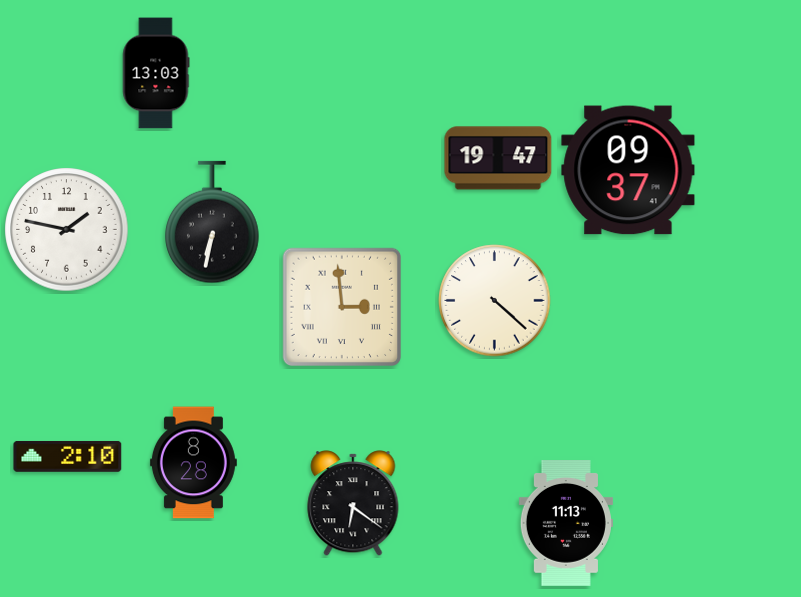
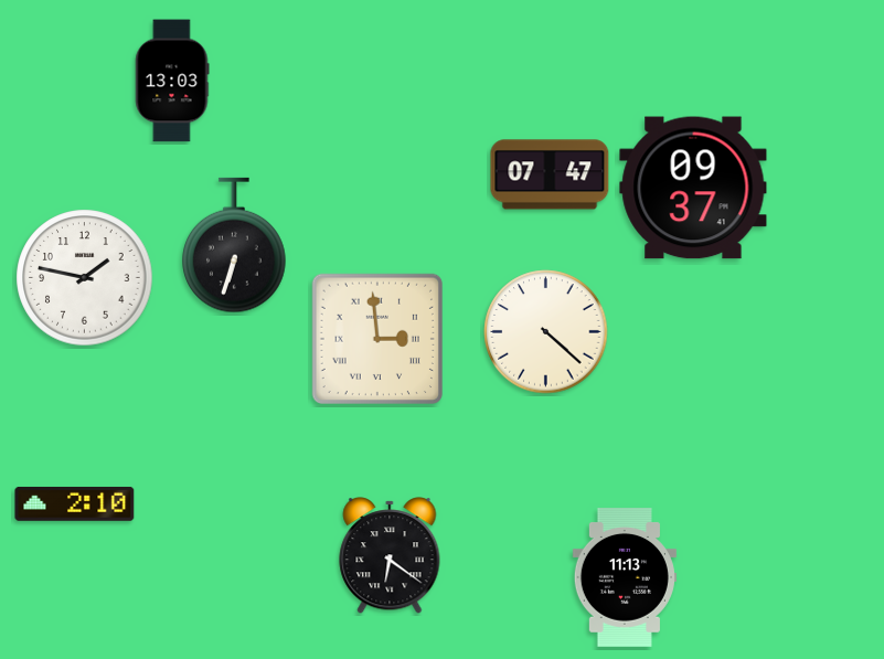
clock at (498, 158): 19:47 -> 07:47
clock at (212, 222): 6:32 -> 6:33
clock at (67, 230) position: (67, 230) -> (85, 278)
clock at (193, 463): 8:28 -> none
